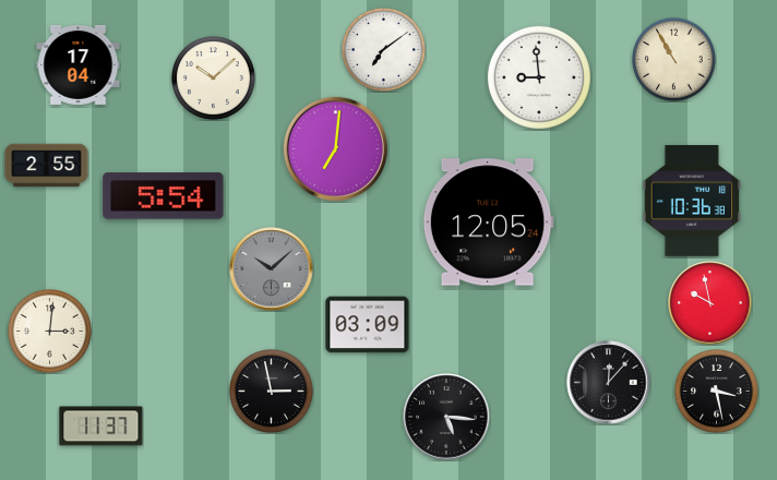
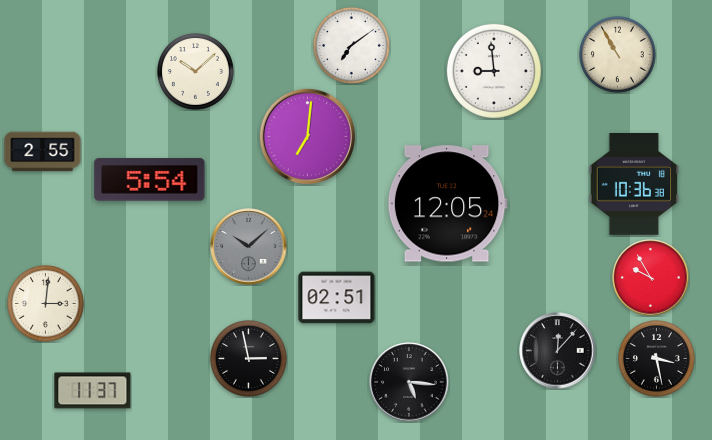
clock at (79, 64): 17:04 -> none
clock at (710, 303): 9:58 -> 9:55
clock at (368, 325): 03:09 -> 02:51
